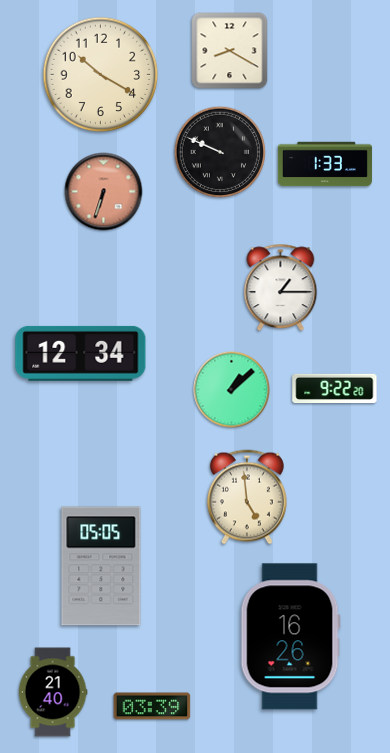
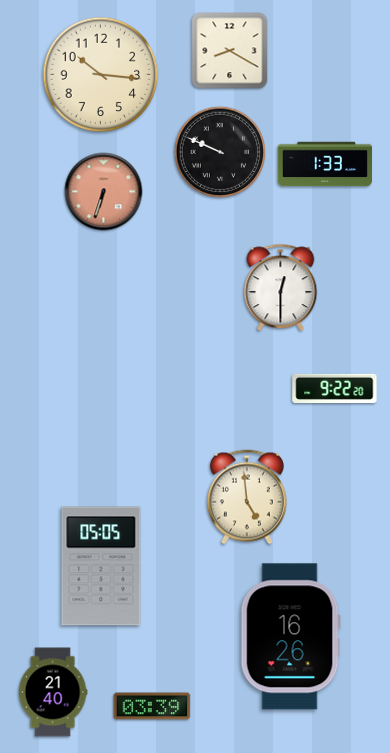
clock at (101, 75): 10:20 -> 10:16
clock at (281, 288): 1:15 -> 12:30
clock at (81, 353): 12:34 -> none
clock at (232, 390): 1:08 -> none
